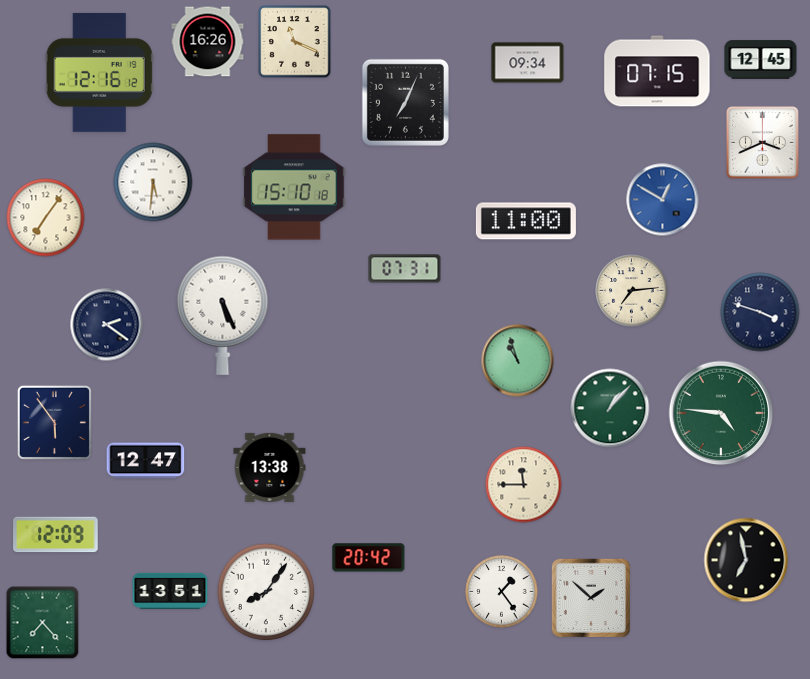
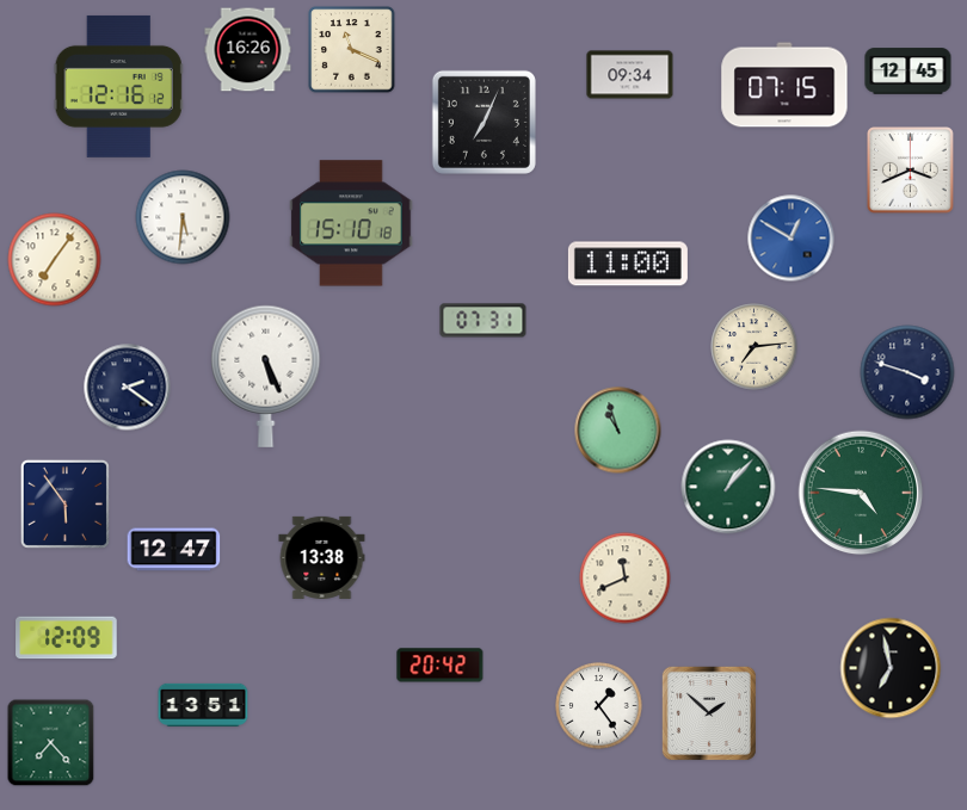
clock at (524, 485): 11:45 -> 11:41
clock at (266, 592): 8:06 -> none
clock at (591, 598) position: (591, 598) -> (709, 713)
